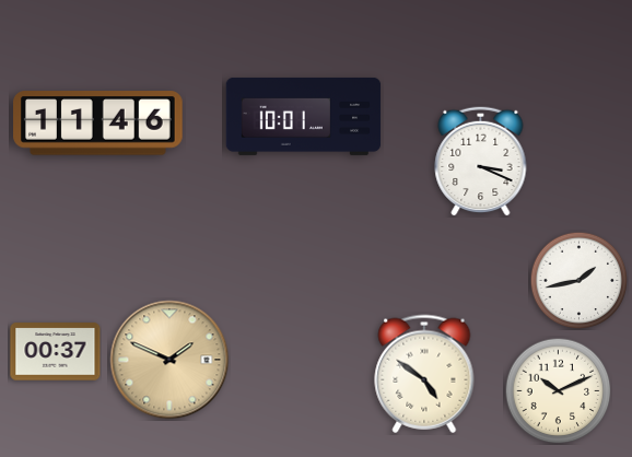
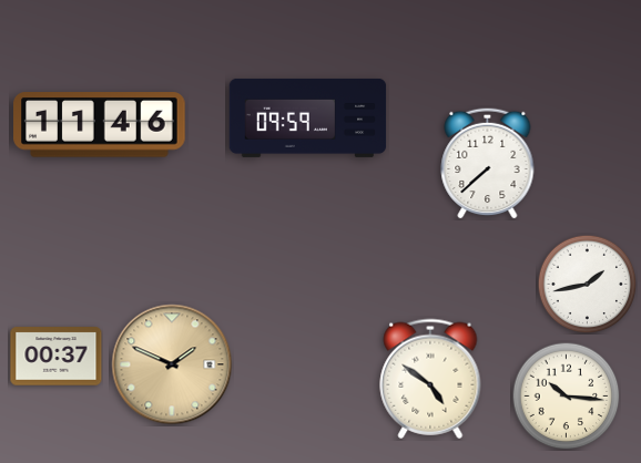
clock at (304, 116): 10:01 -> 09:59
clock at (481, 161): 3:19 -> 7:38
clock at (558, 390): 10:11 -> 10:16
